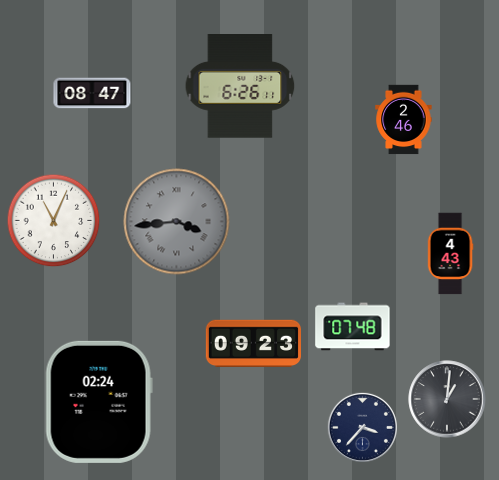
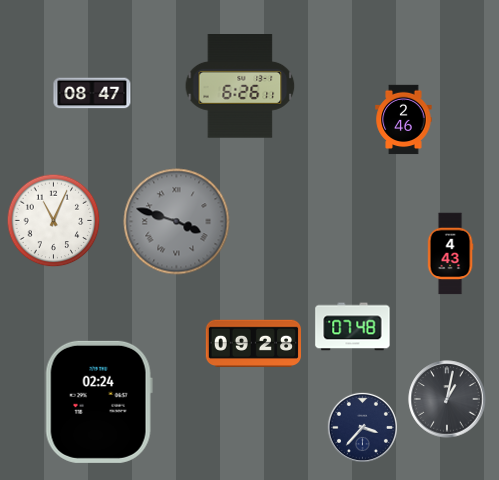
clock at (177, 222): 3:44 -> 3:48
clock at (253, 344): 09:23 -> 09:28
clock at (447, 399): 1:01 -> 1:02
